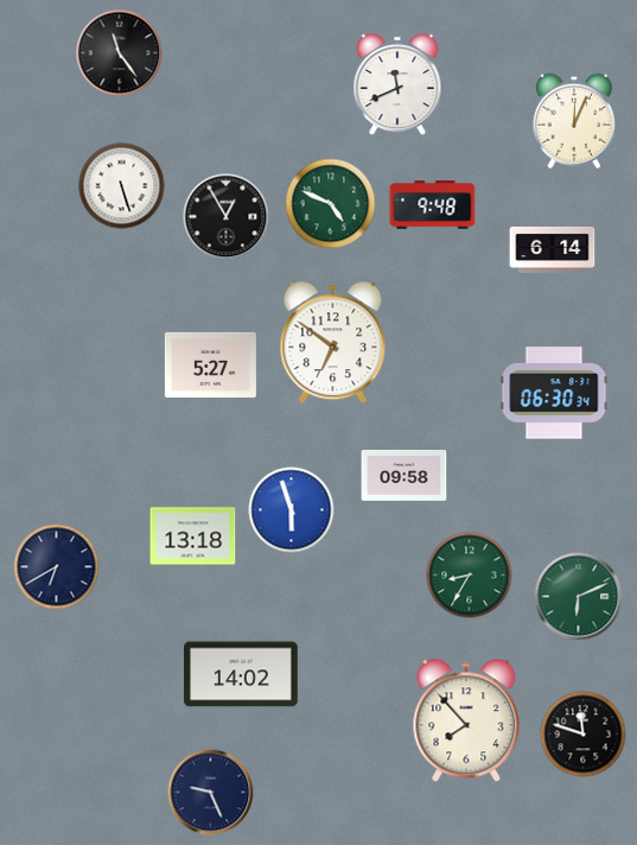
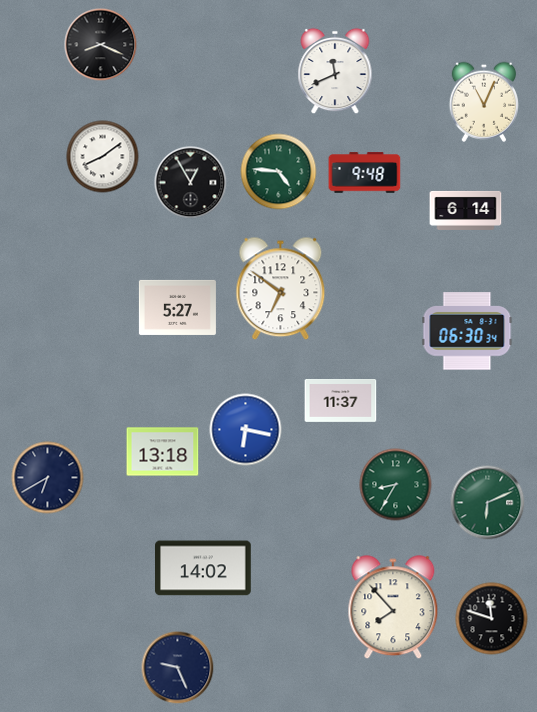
clock at (120, 53): 11:24 -> 8:19
clock at (573, 121): 12:04 -> 11:04
clock at (122, 186): 5:27 -> 8:09
clock at (331, 204): 4:49 -> 4:46
clock at (405, 476): 09:58 -> 11:37
clock at (292, 510): 5:57 -> 6:17
